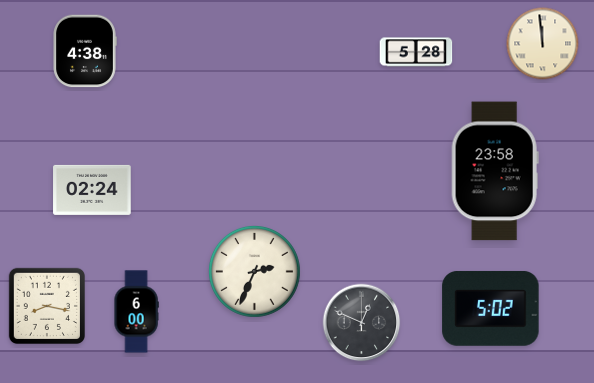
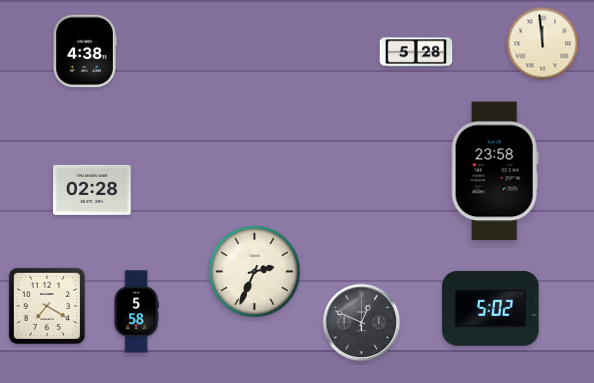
clock at (92, 190): 02:24 -> 02:28
clock at (46, 305): 8:17 -> 7:20
clock at (136, 312): 6:00 -> 5:58
